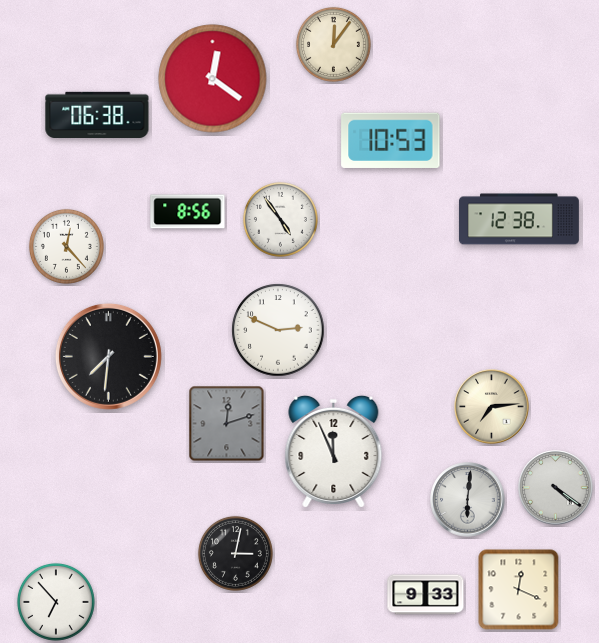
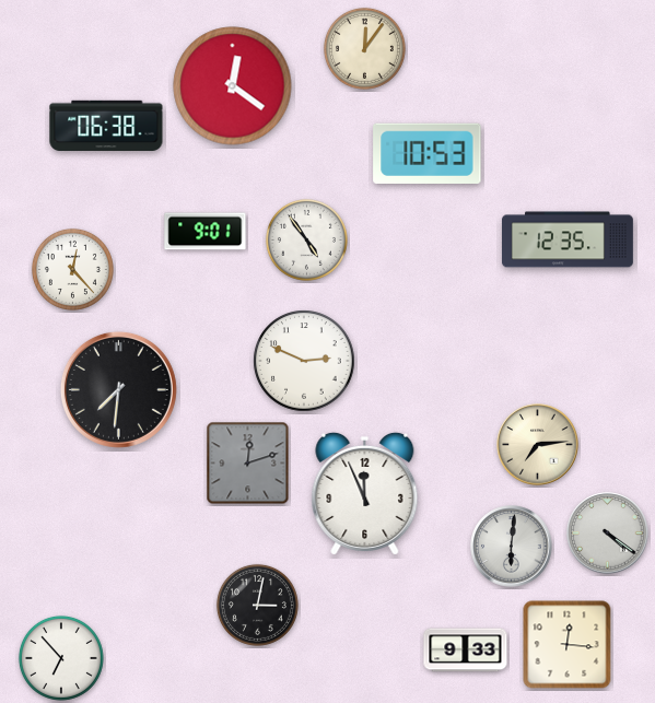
clock at (188, 212): 8:56 -> 9:01
clock at (519, 219): 12:38 -> 12:35
clock at (519, 590): 12:19 -> 12:16
